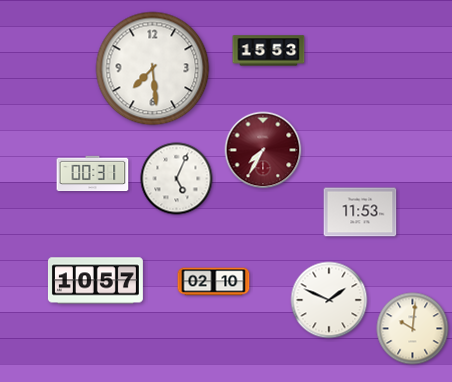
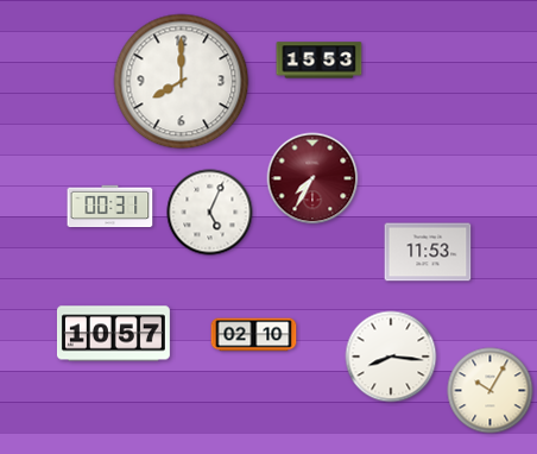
clock at (153, 69): 7:29 -> 8:00
clock at (329, 300): 1:49 -> 8:16
clock at (413, 329): 10:01 -> 10:05
